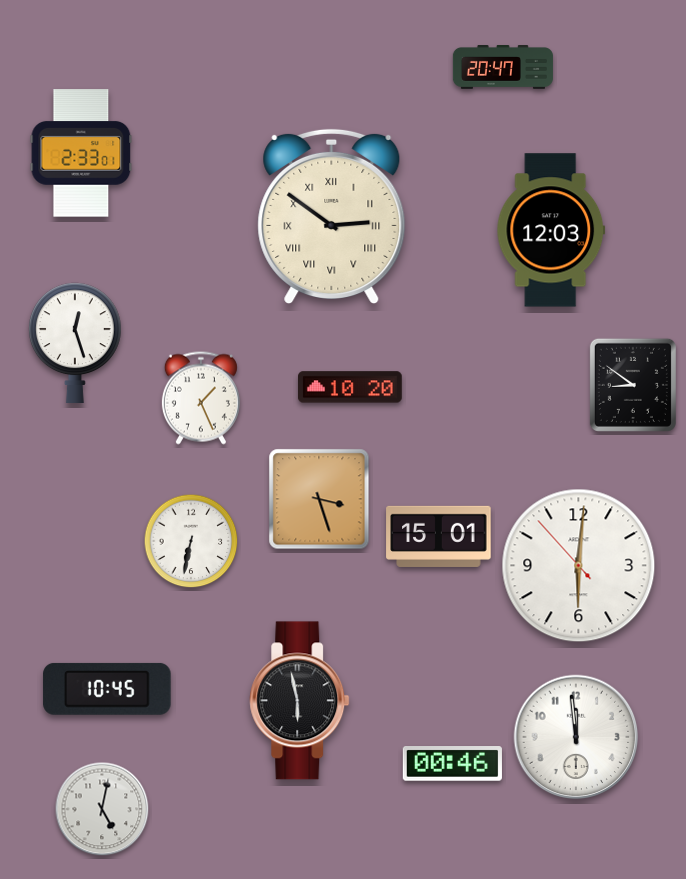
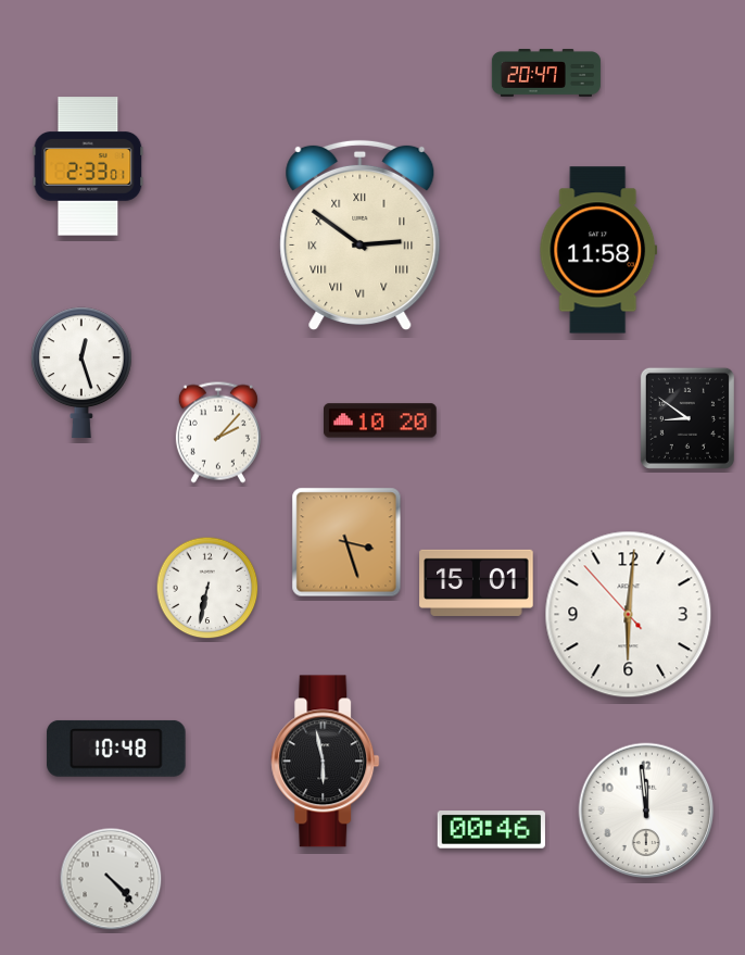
clock at (551, 230): 12:03 -> 11:58
clock at (201, 398): 1:26 -> 2:07
clock at (107, 689): 10:45 -> 10:48
clock at (576, 737) position: (576, 737) -> (646, 811)
clock at (102, 809): 5:02 -> 4:23
